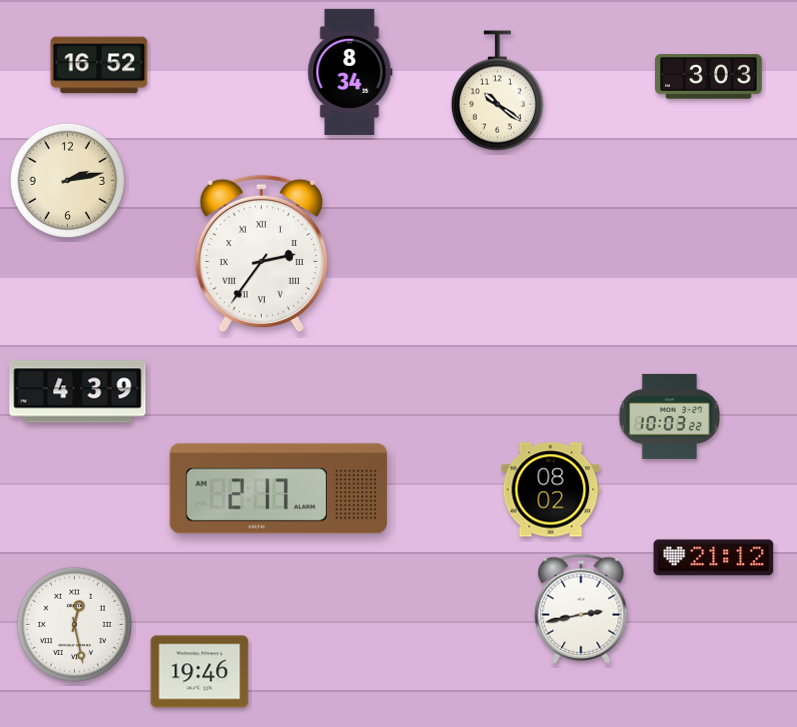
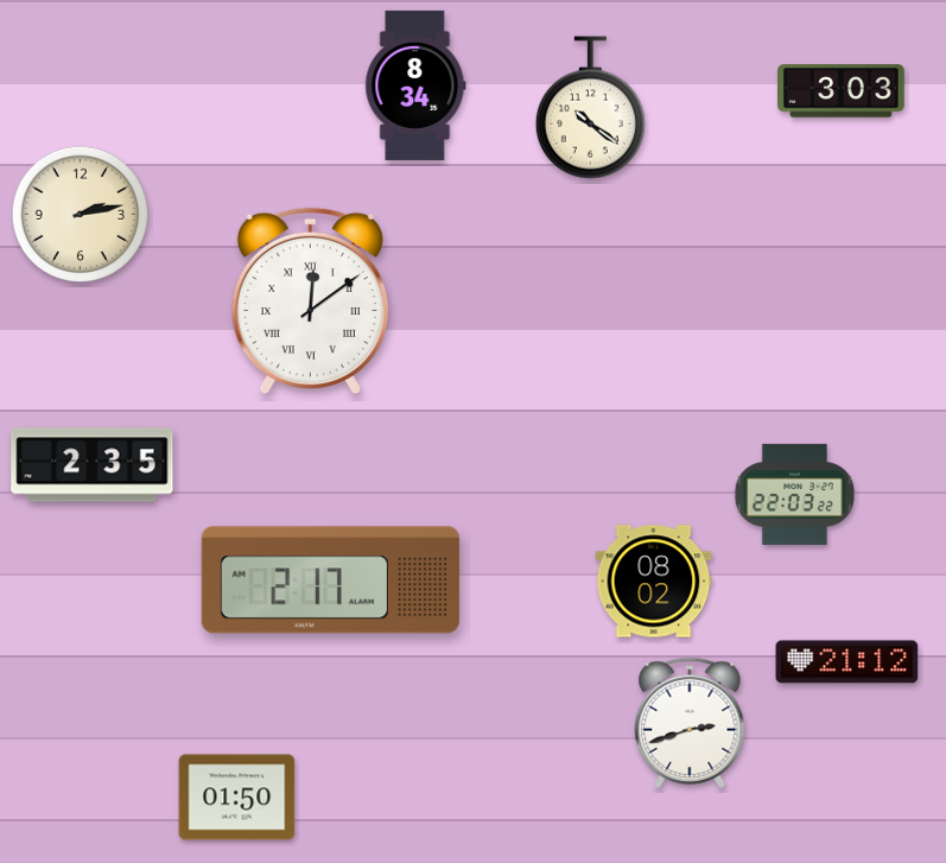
clock at (99, 65): 16:52 -> none
clock at (261, 254): 2:36 -> 12:09
clock at (78, 392): 4:39 -> 2:35
clock at (670, 416): 10:03 -> 22:03
clock at (581, 609): 2:43 -> 2:42
clock at (74, 624): 12:28 -> none
clock at (200, 672): 19:46 -> 01:50
